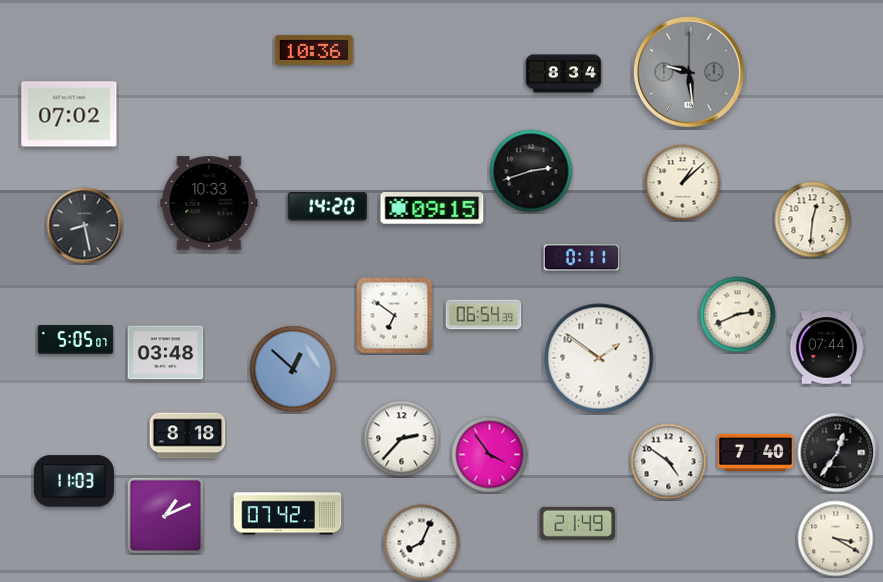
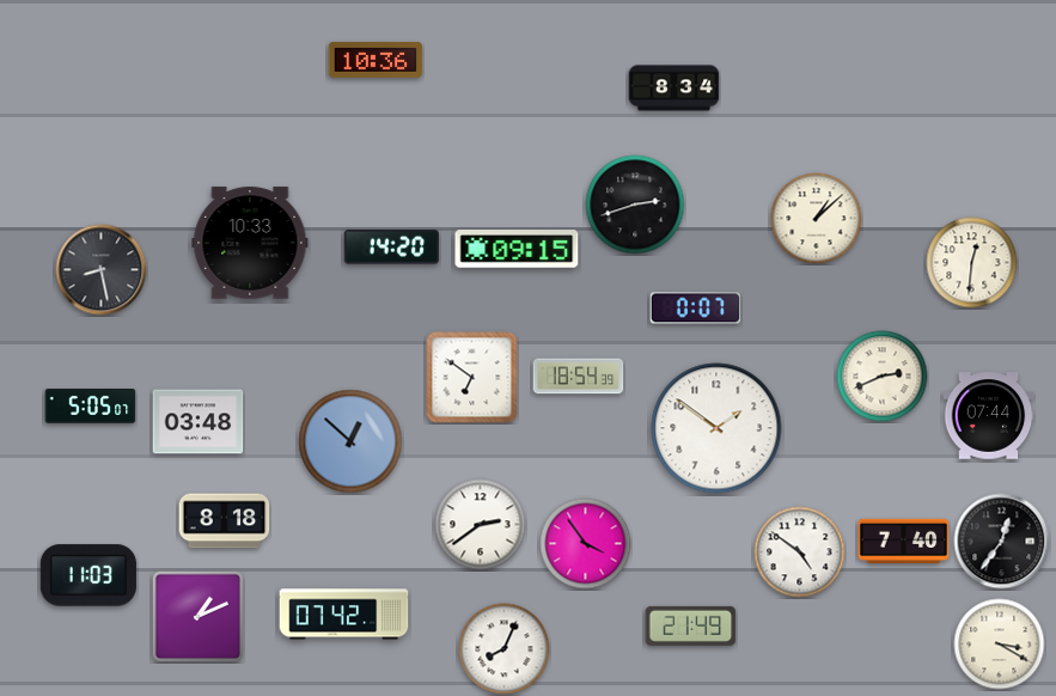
clock at (689, 72): 9:29 -> none
clock at (69, 114): 07:02 -> none
clock at (582, 258): 0:11 -> 0:07
clock at (484, 315): 06:54 -> 18:54
clock at (402, 439): 2:37 -> 2:39
